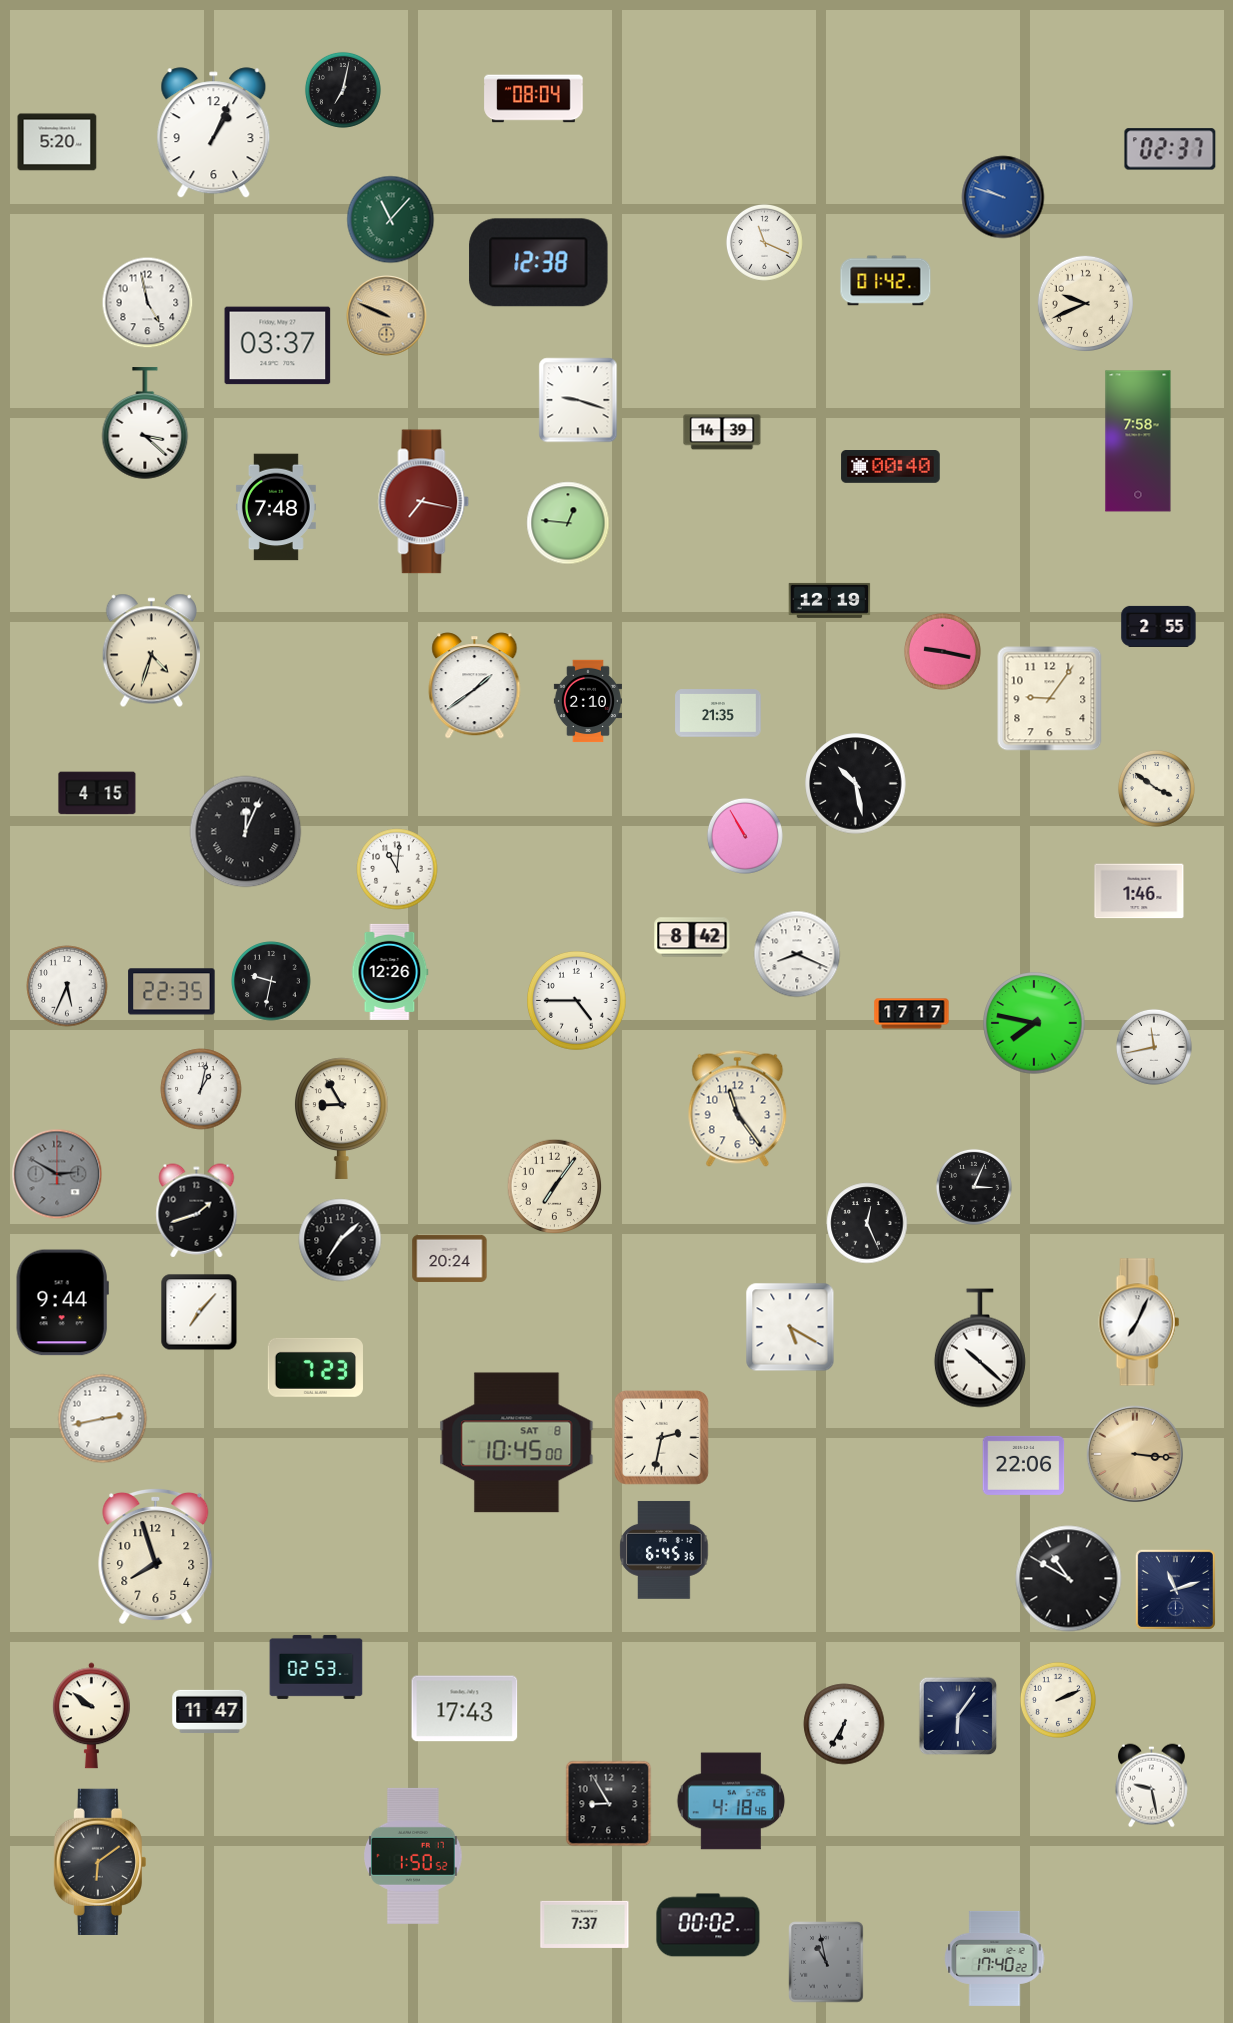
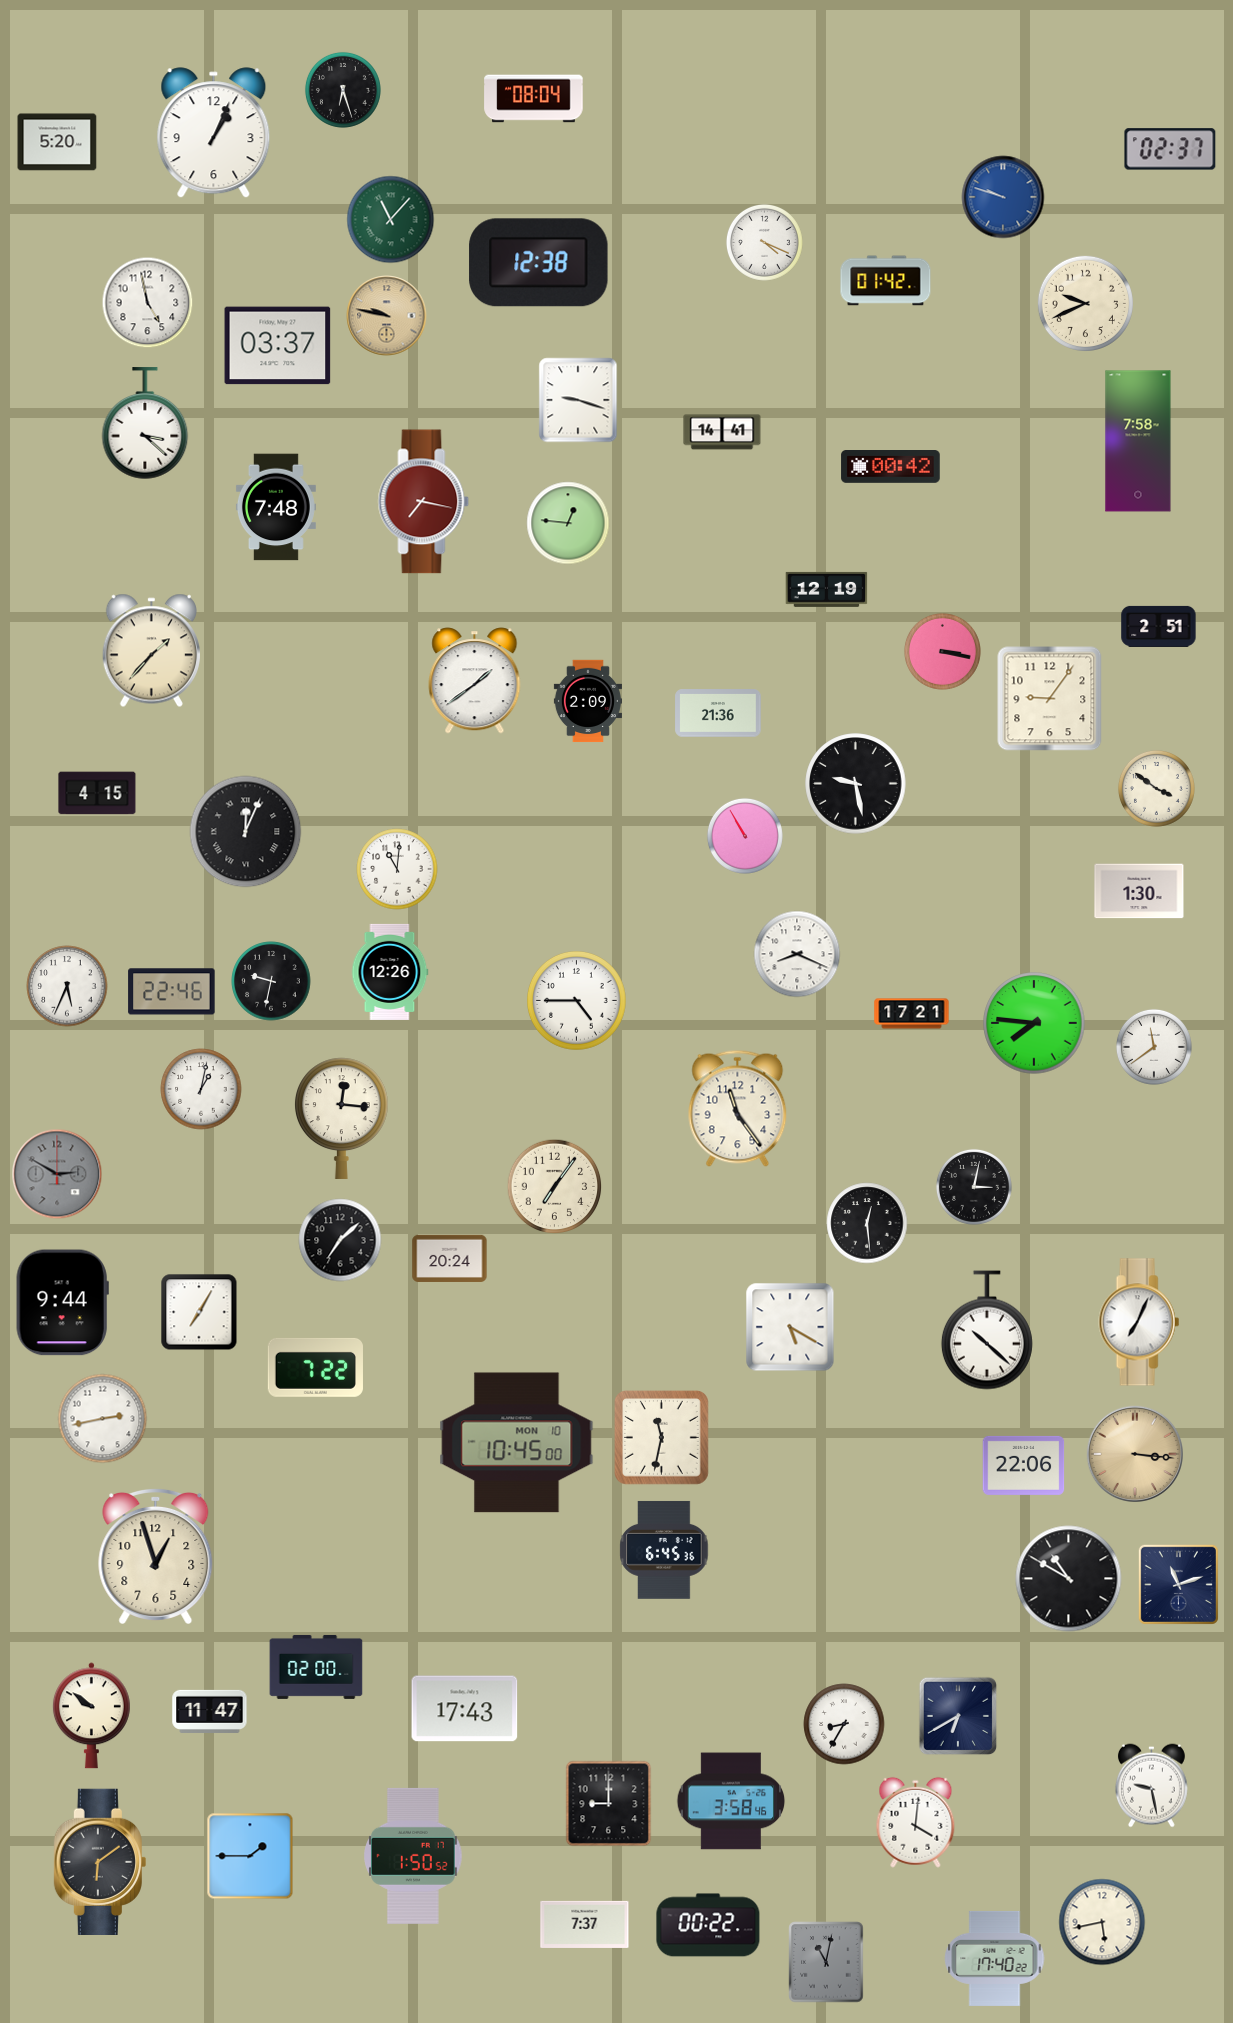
clock at (343, 90): 7:02 -> 6:27
clock at (764, 242): 11:19 -> 4:19
clock at (387, 316): 9:49 -> 9:47
clock at (722, 432): 14:39 -> 14:41
clock at (891, 467): 00:40 -> 00:42
clock at (830, 600) position: (830, 600) -> (827, 589)
clock at (1159, 626): 2:55 -> 2:51
clock at (151, 651): 4:33 -> 1:37
clock at (942, 651): 9:17 -> 3:17
clock at (475, 686) position: (475, 686) -> (475, 681)
clock at (588, 701): 2:10 -> 2:09
clock at (718, 713): 21:35 -> 21:36
clock at (856, 784): 10:28 -> 9:28
clock at (1139, 891): 1:46 -> 1:30
clock at (692, 937): 8:42 -> none
clock at (172, 992): 22:35 -> 22:46
clock at (912, 1014): 17:17 -> 17:21
clock at (1034, 1023): 7:47 -> 7:46
clock at (1154, 1047): 11:43 -> 11:39
clock at (341, 1118): 8:55 -> 12:16
clock at (974, 1187): 3:04 -> 3:02
clock at (197, 1211): 1:42 -> none
clock at (867, 1223): 12:26 -> 12:29
clock at (199, 1312): 7:07 -> 7:05
clock at (980, 1348) position: (980, 1348) -> (987, 1330)
clock at (315, 1367): 7:23 -> 7:22
clock at (662, 1438): 2:32 -> 11:32
clock at (517, 1443) date: SAT 8 -> MON 10
clock at (156, 1556): 7:57 -> 12:57
clock at (1175, 1589) position: (1175, 1589) -> (1178, 1584)
clock at (316, 1667): 02:53 -> 02:00
clock at (1058, 1700): 2:11 -> none
clock at (958, 1716): 6:06 -> 6:40
clock at (844, 1724): 6:35 -> 8:35
clock at (731, 1801): 4:18 -> 3:58
clock at (609, 1804): 8:55 -> 9:00
clock at (916, 1822): none -> 4:01
clock at (250, 1856): none -> 1:45
clock at (1102, 1922): none -> 5:43
clock at (708, 1925): 00:02 -> 00:22
clock at (826, 1962): 10:58 -> 11:02
